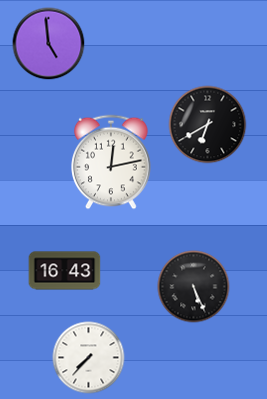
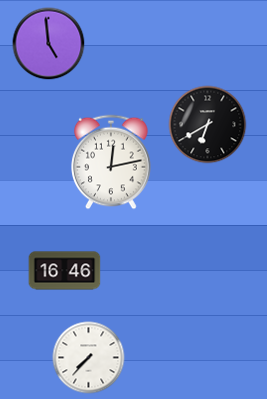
clock at (65, 271): 16:43 -> 16:46
clock at (194, 287): 5:26 -> none
